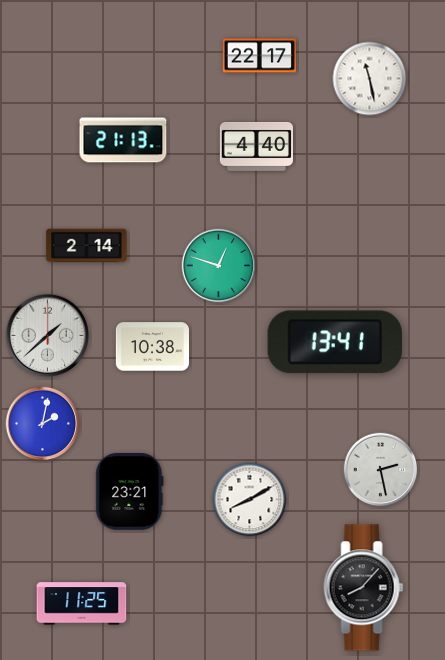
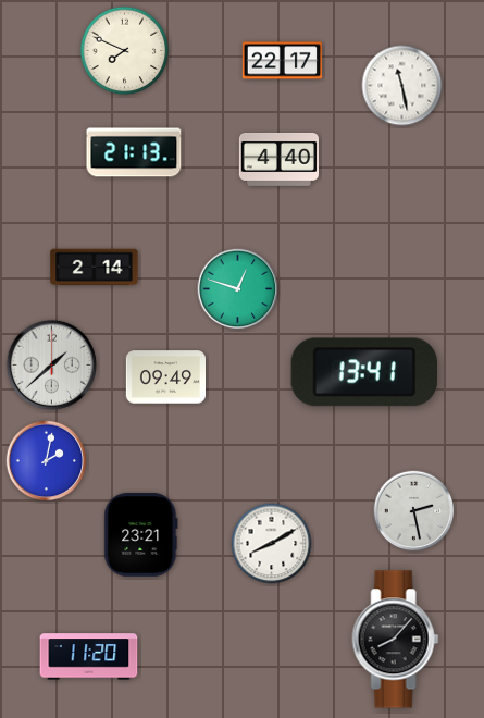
clock at (125, 51): none -> 7:49
clock at (152, 347): 10:38 -> 09:49
clock at (82, 604): 11:25 -> 11:20
